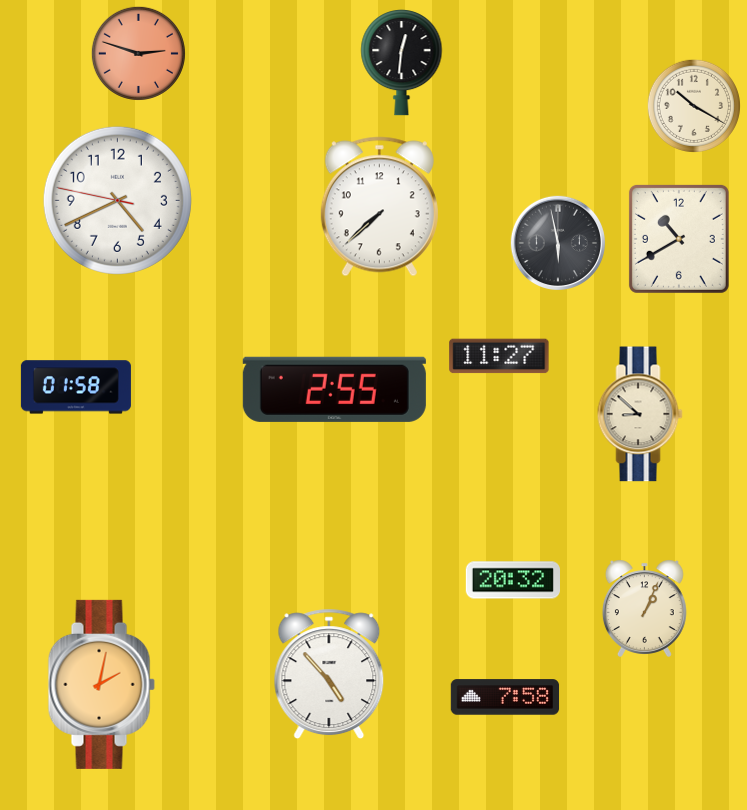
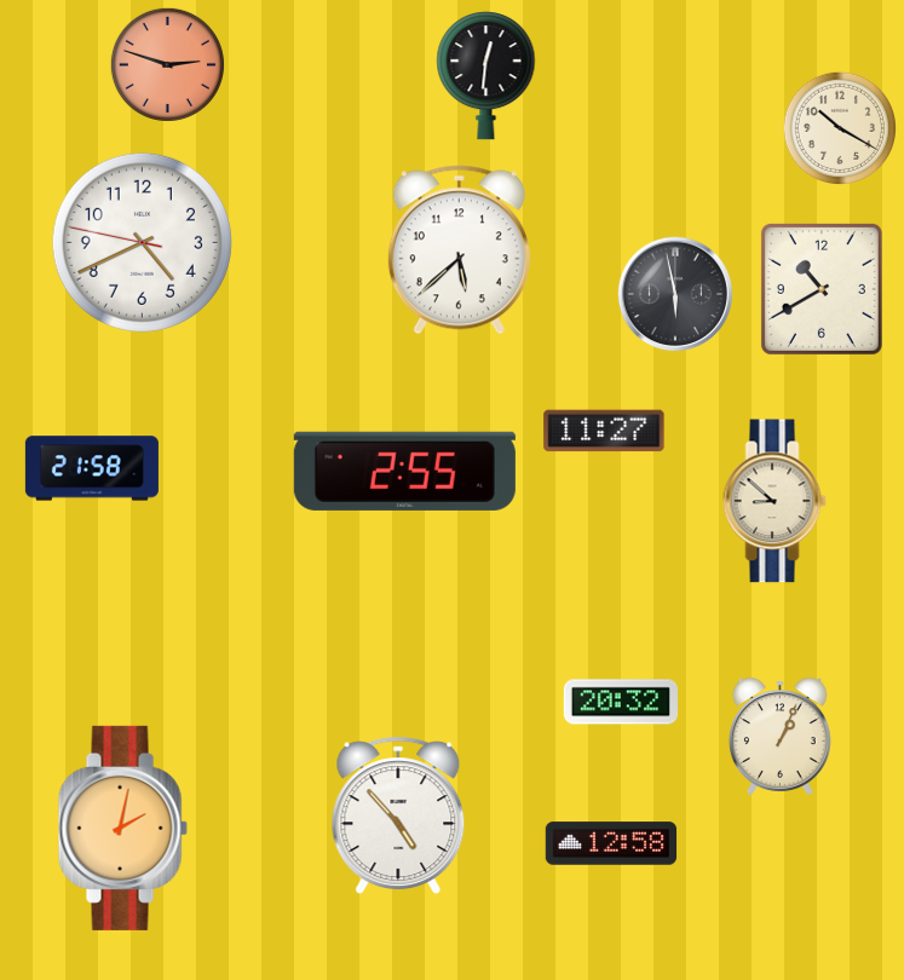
clock at (379, 207): 7:38 -> 5:38
clock at (76, 387): 01:58 -> 21:58
clock at (505, 697): 7:58 -> 12:58
